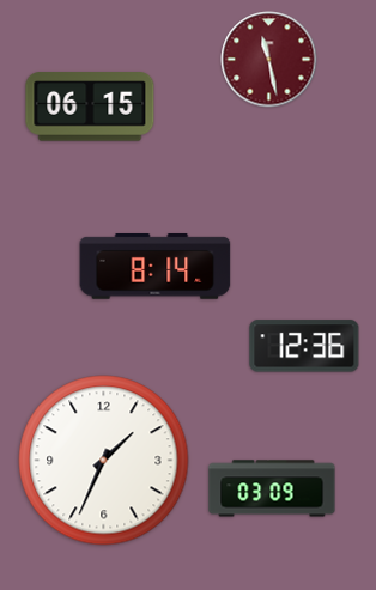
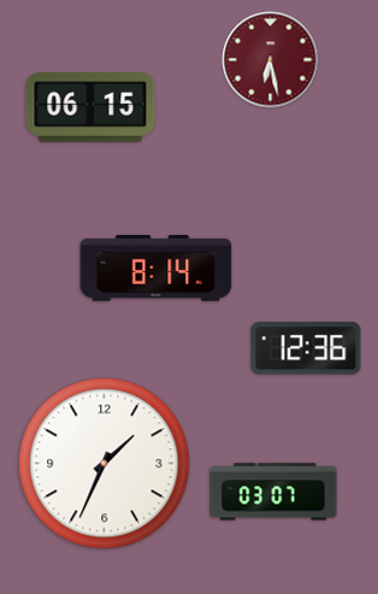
clock at (269, 60): 11:28 -> 6:28
clock at (272, 488): 03:09 -> 03:07
